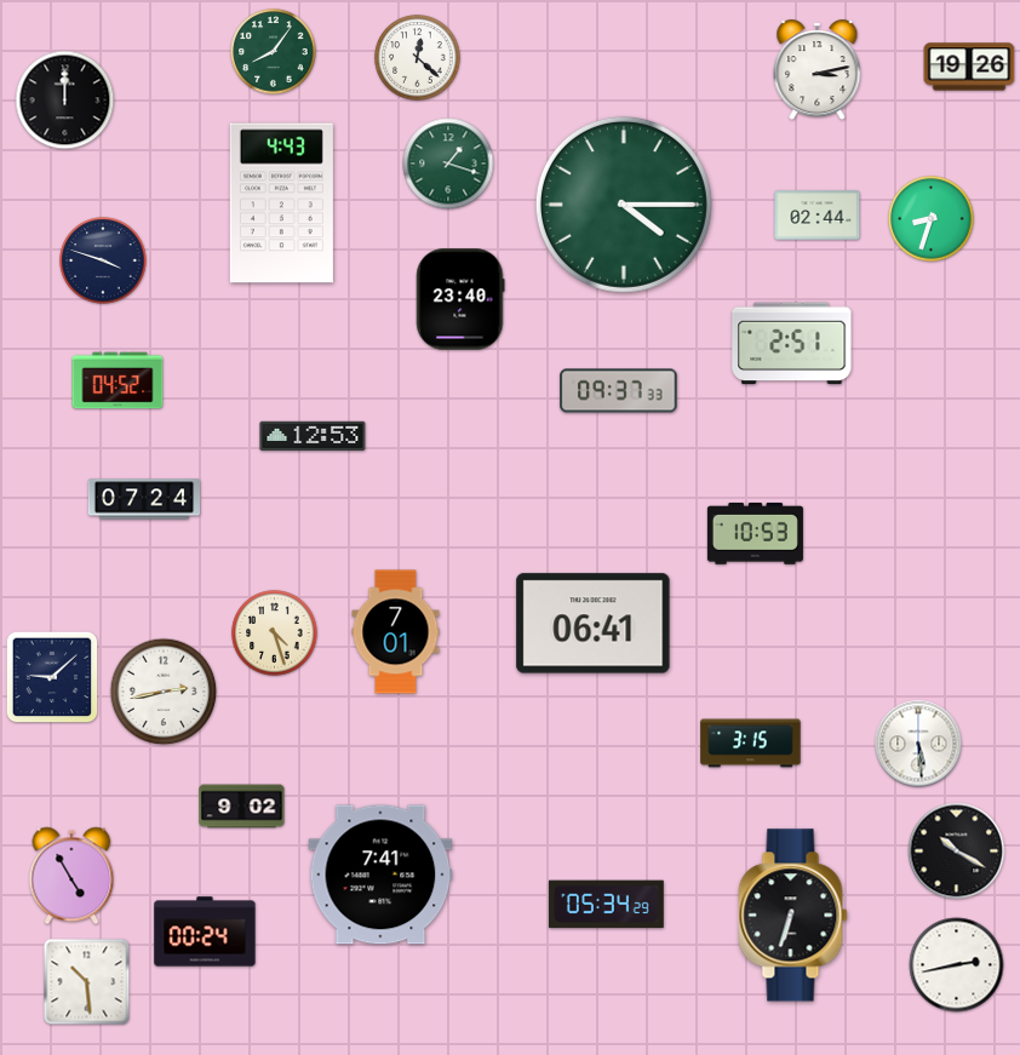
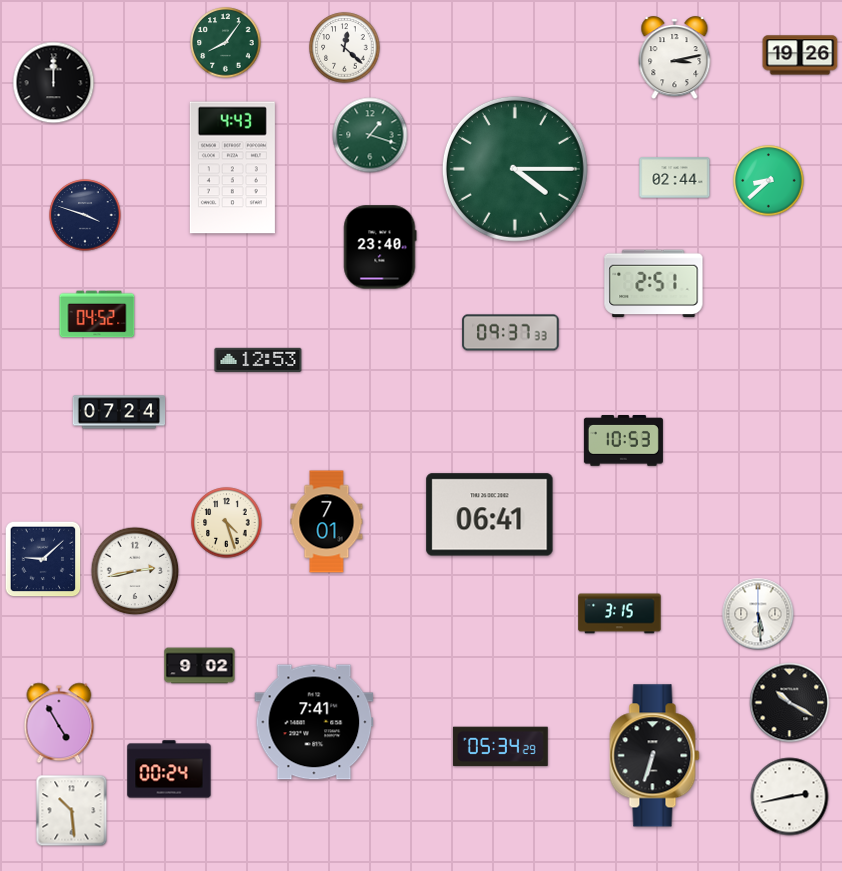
clock at (932, 219): 8:33 -> 8:38
clock at (619, 391) position: (619, 391) -> (511, 333)
